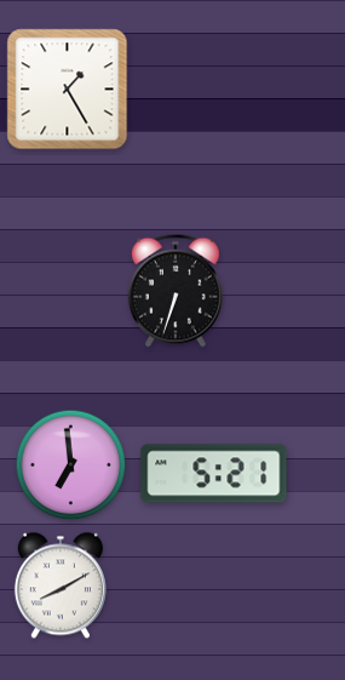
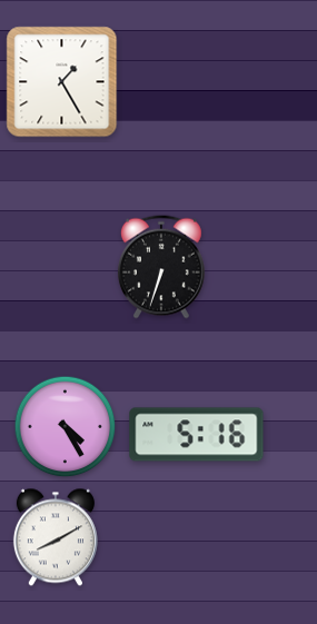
clock at (71, 465): 6:59 -> 4:25
clock at (214, 474): 5:21 -> 5:16
